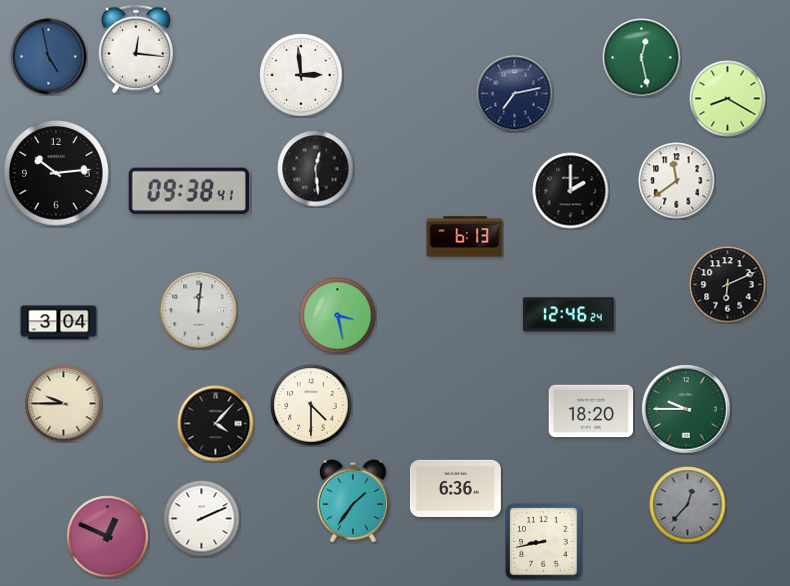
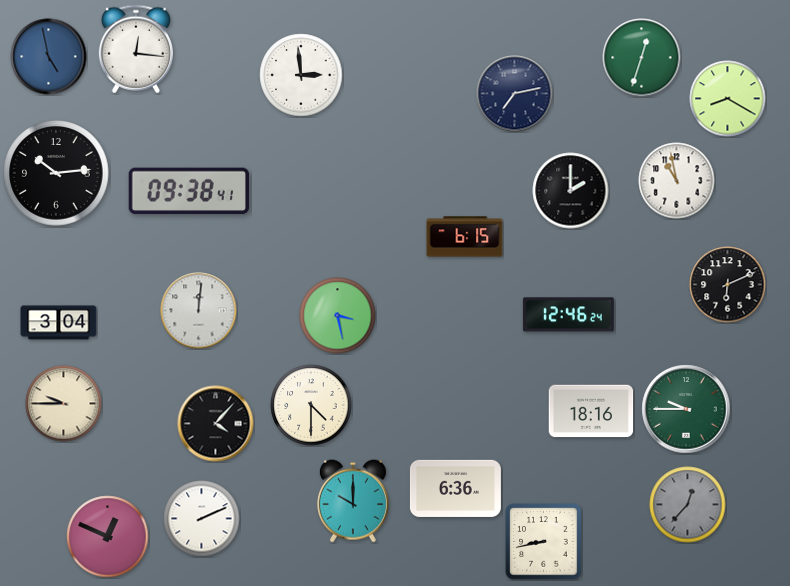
clock at (642, 58): 12:28 -> 12:33
clock at (316, 169): 12:29 -> none
clock at (677, 181): 11:39 -> 10:58
clock at (465, 237): 6:13 -> 6:15
clock at (591, 411): 18:20 -> 18:16
clock at (353, 501): 1:36 -> 10:00
